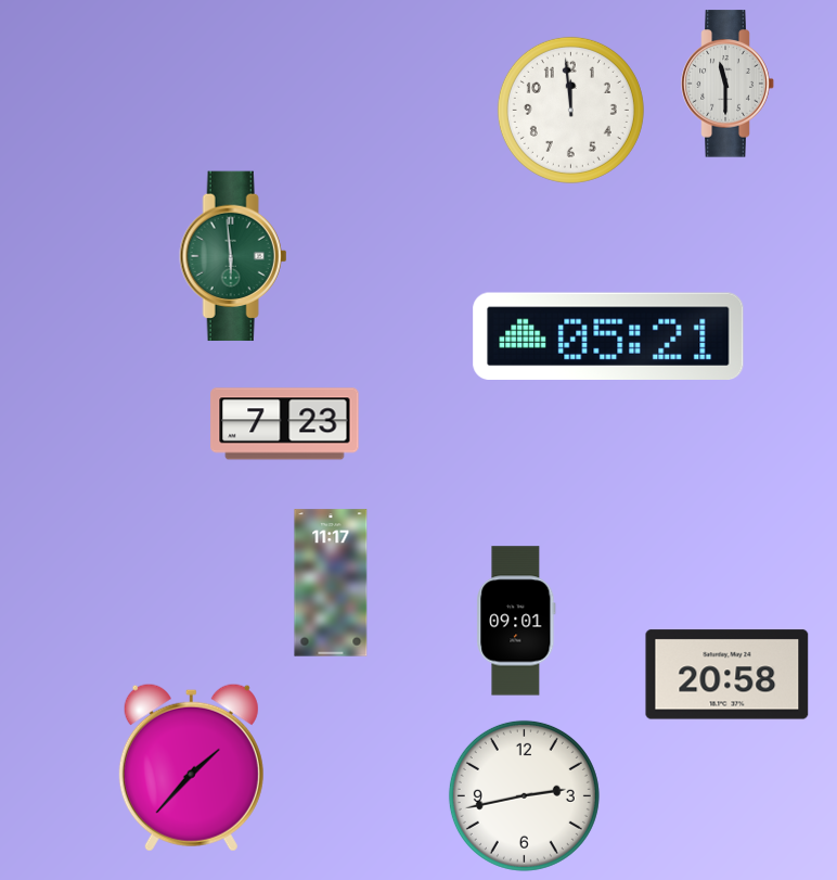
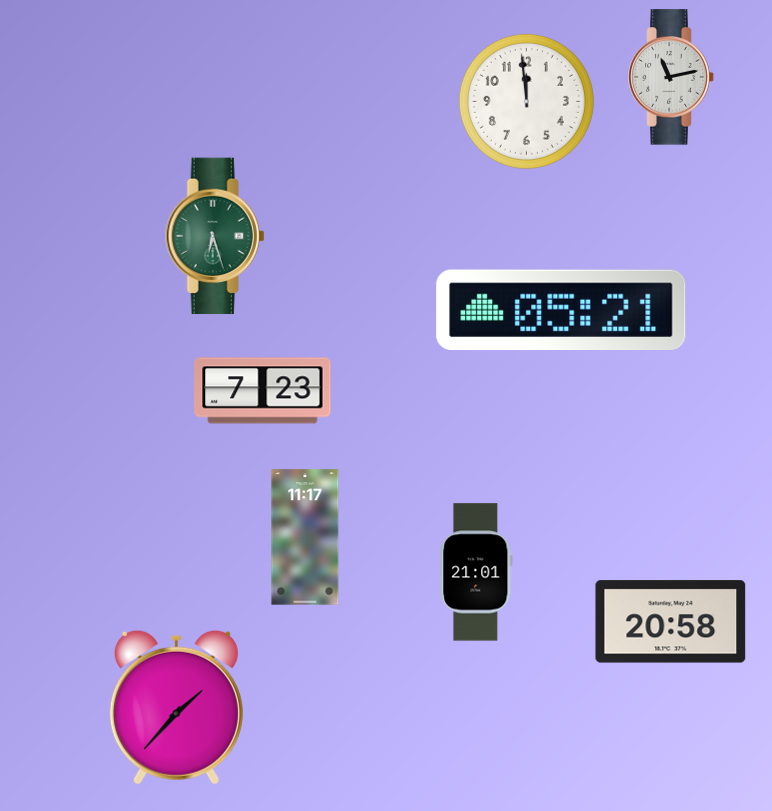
clock at (727, 84): 11:30 -> 11:13
clock at (233, 256): 5:59 -> 6:27
clock at (516, 621): 09:01 -> 21:01
clock at (524, 795): 2:43 -> none
